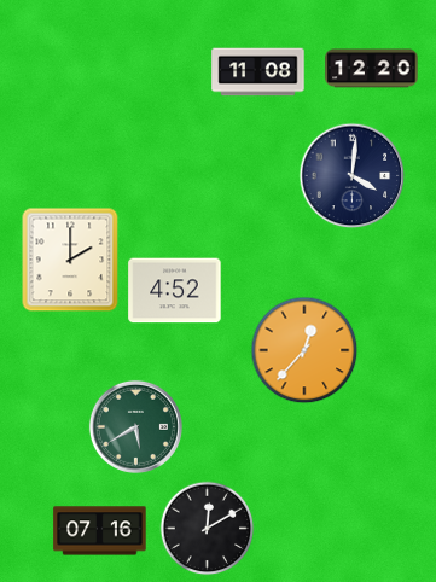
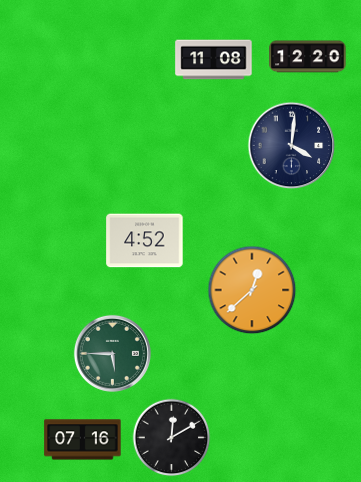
clock at (70, 260): 2:00 -> none
clock at (304, 350): 12:37 -> 12:38
clock at (135, 426): 5:40 -> 5:45
